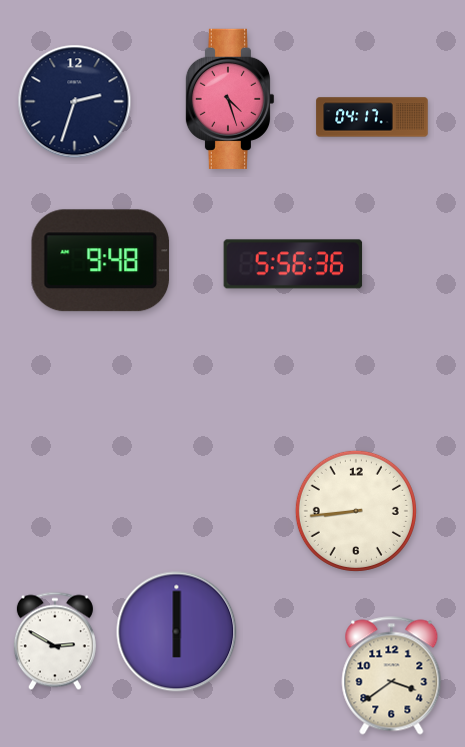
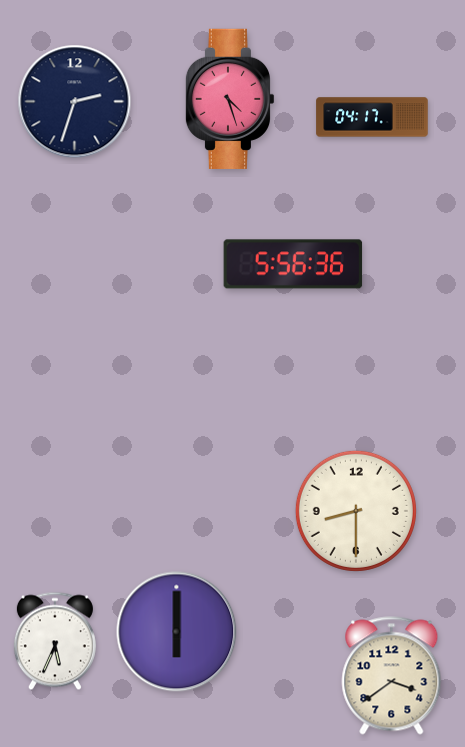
clock at (101, 261): 9:48 -> none
clock at (356, 511): 8:44 -> 8:30
clock at (55, 641): 2:50 -> 5:34
